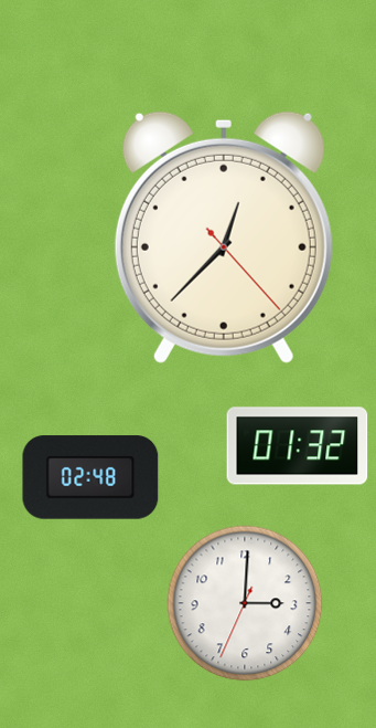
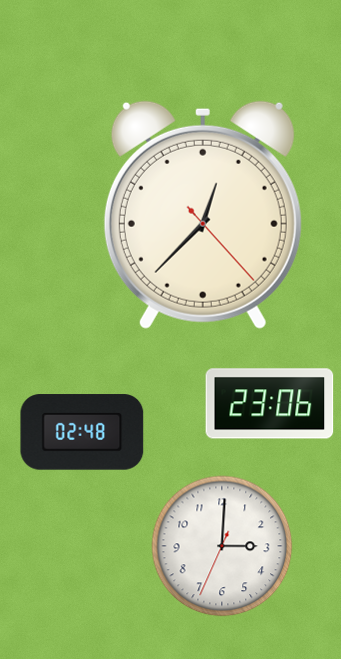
clock at (298, 446): 01:32 -> 23:06
